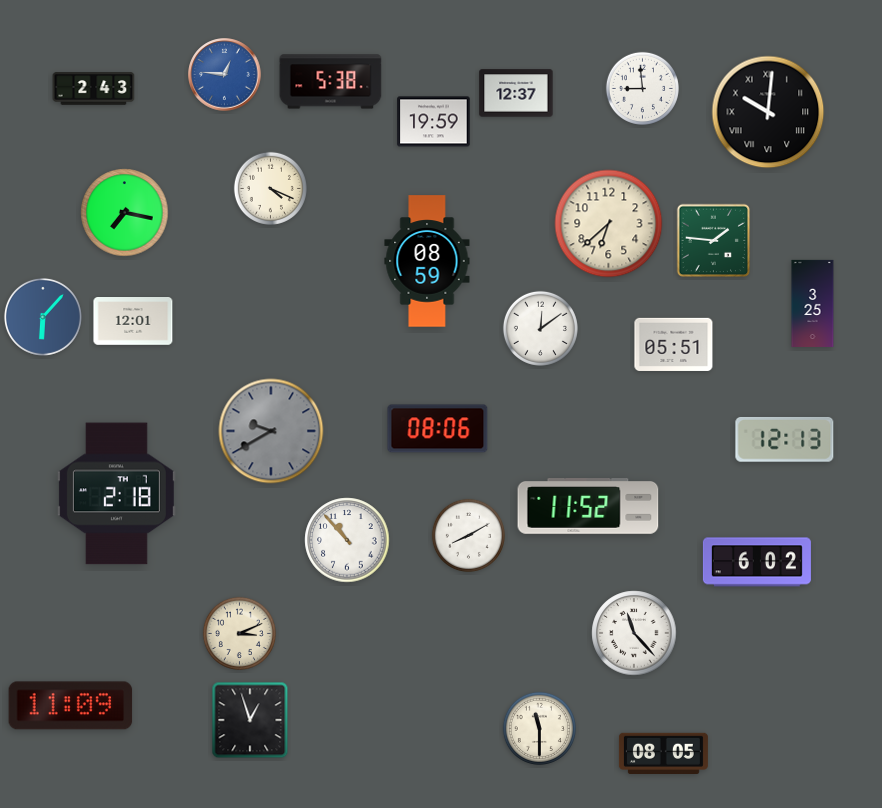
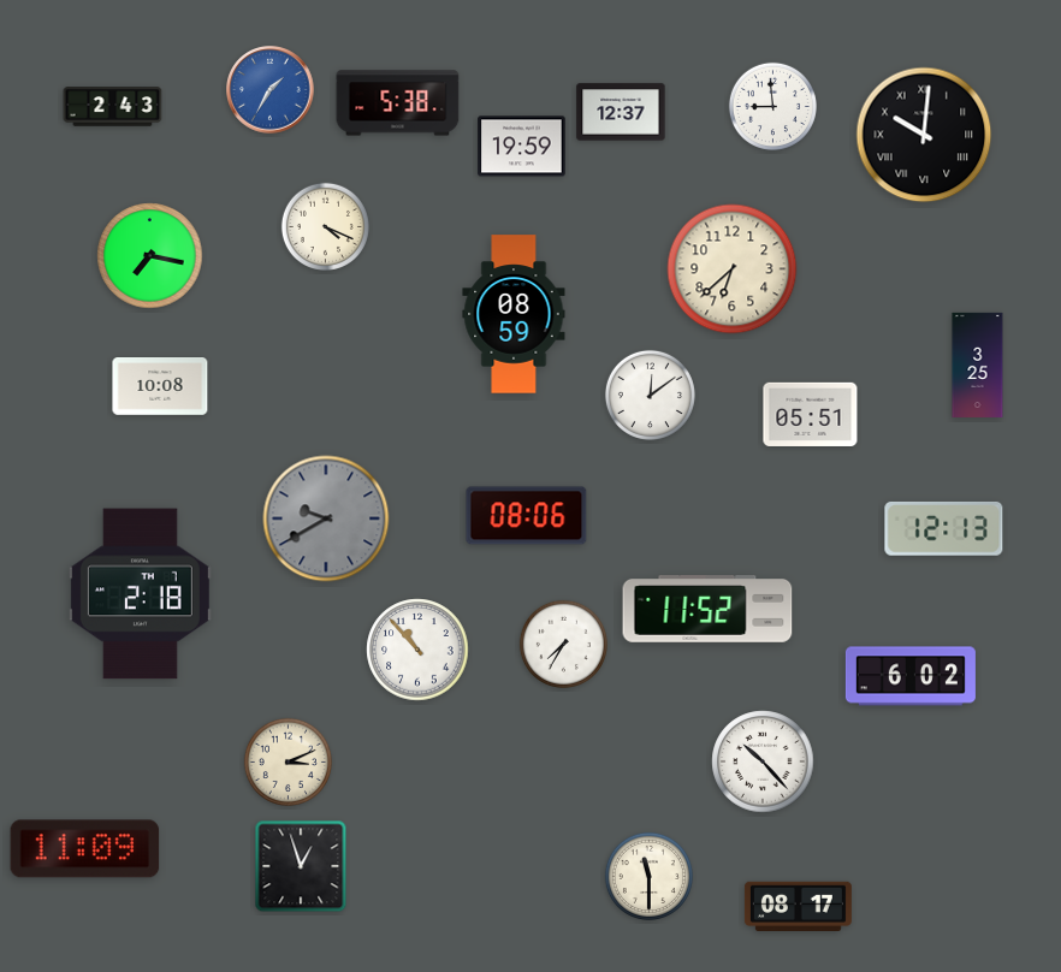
clock at (225, 75): 12:46 -> 1:35
clock at (331, 82) position: (331, 82) -> (398, 103)
clock at (714, 241): 1:46 -> none
clock at (43, 317): 6:07 -> none
clock at (133, 322): 12:01 -> 10:08
clock at (468, 535): 8:10 -> 7:35
clock at (634, 633): 11:23 -> 10:23
clock at (663, 753): 08:05 -> 08:17
